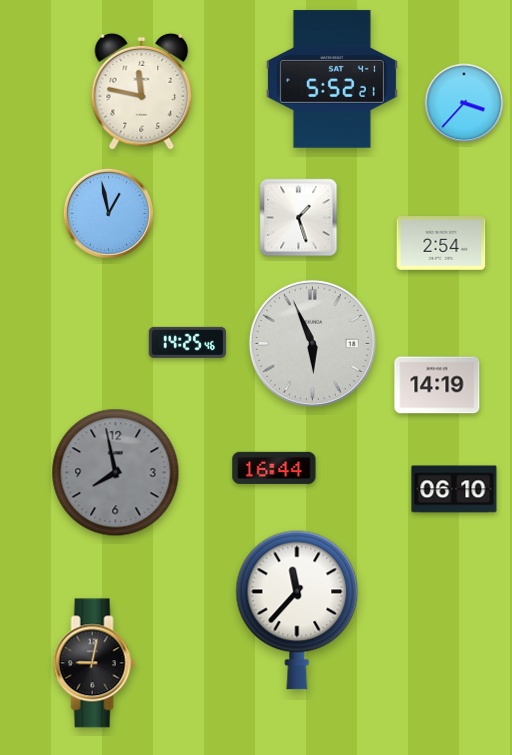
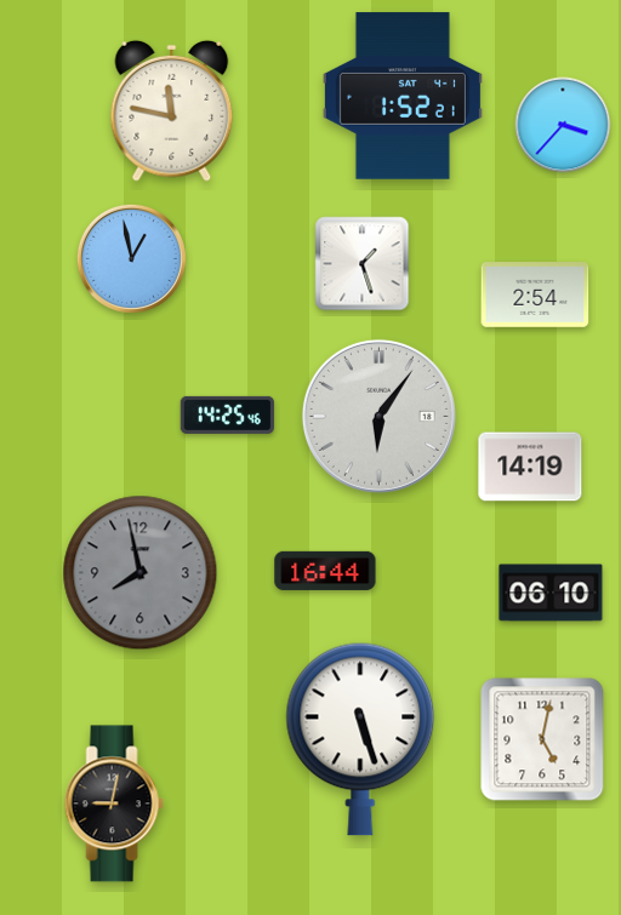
clock at (332, 79): 5:52 -> 1:52
clock at (312, 343): 5:56 -> 6:06
clock at (274, 468) position: (274, 468) -> (325, 571)
clock at (297, 610): 11:37 -> 5:27
clock at (542, 739): none -> 5:02
